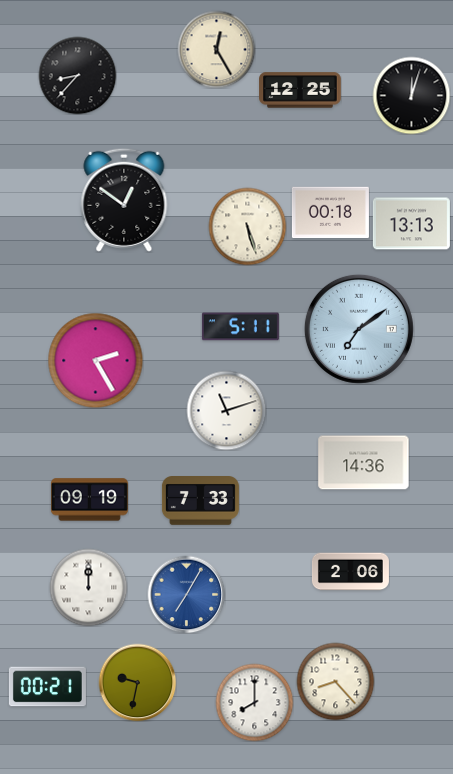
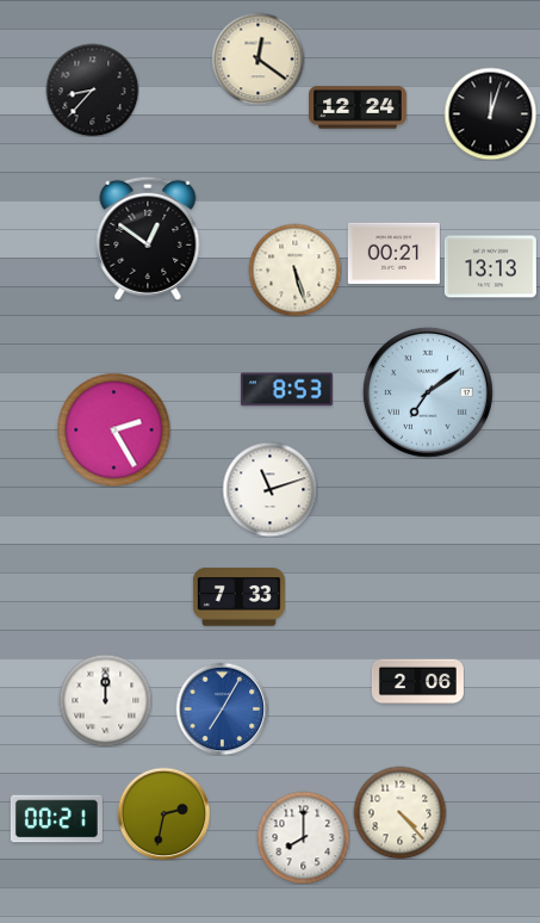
clock at (216, 49): 12:25 -> 12:21
clock at (300, 90): 12:25 -> 12:24
clock at (330, 213): 00:18 -> 00:21
clock at (240, 327): 5:11 -> 8:53
clock at (364, 463): 14:36 -> none
clock at (89, 500): 09:19 -> none
clock at (335, 681): 8:23 -> 4:23
clock at (137, 682): 9:32 -> 2:32
